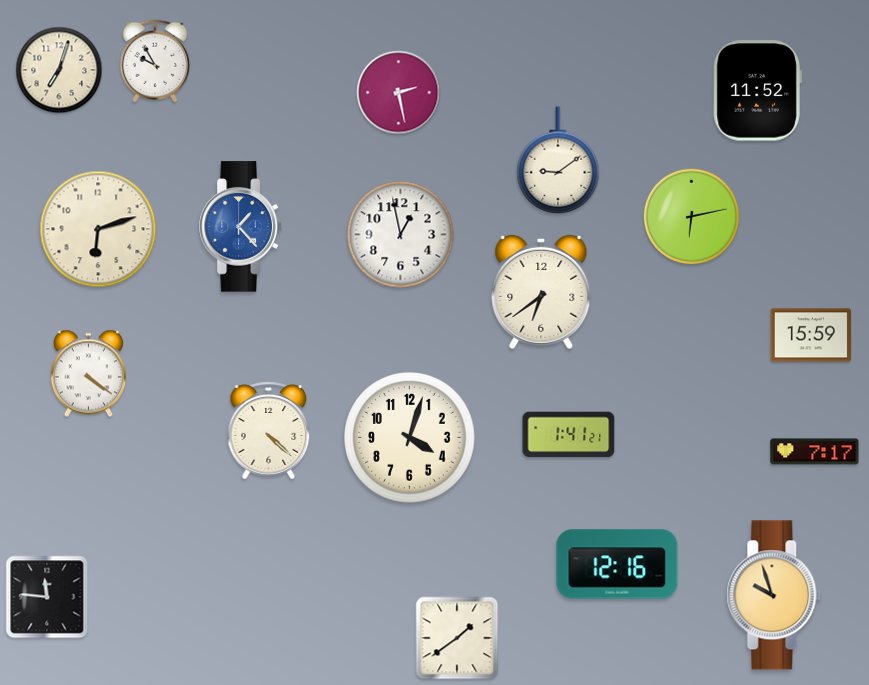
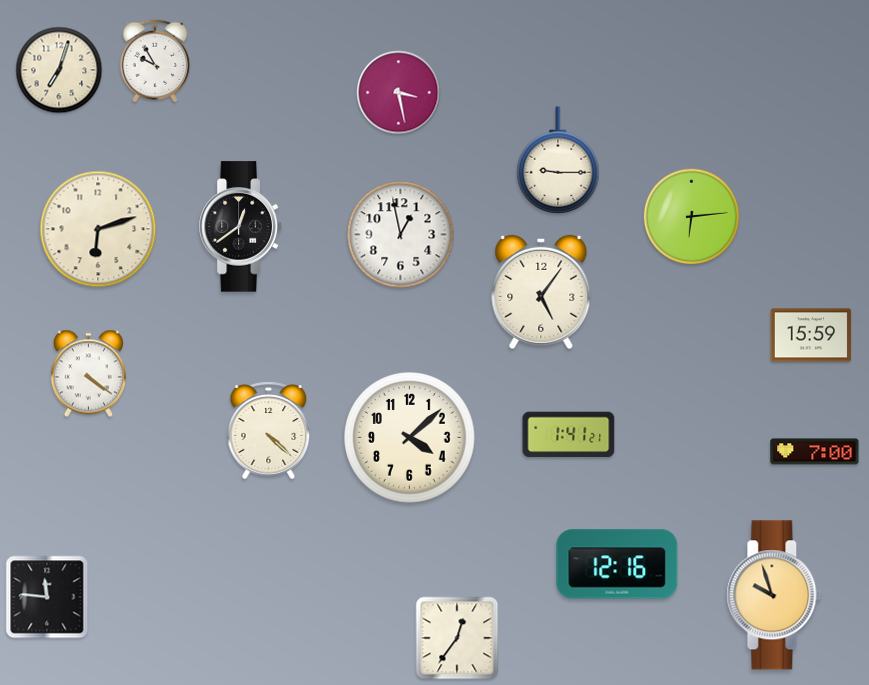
clock at (757, 91): 11:52 -> none
clock at (399, 93): 2:28 -> 3:28
clock at (558, 160): 9:09 -> 9:15
clock at (691, 216): 6:13 -> 6:14
clock at (241, 227): 1:23 -> 12:39
clock at (241, 227) dial: blue -> black
clock at (541, 292): 6:39 -> 5:06
clock at (410, 438): 4:03 -> 4:08
clock at (815, 452): 7:17 -> 7:00
clock at (457, 638): 1:39 -> 12:36
